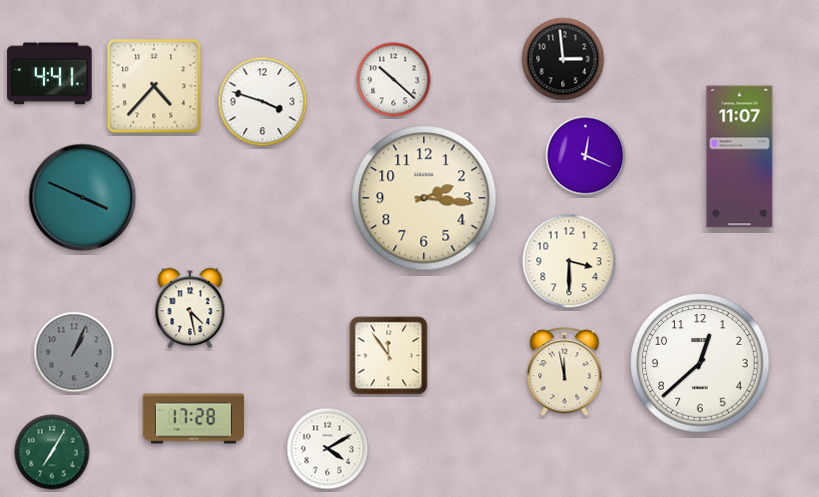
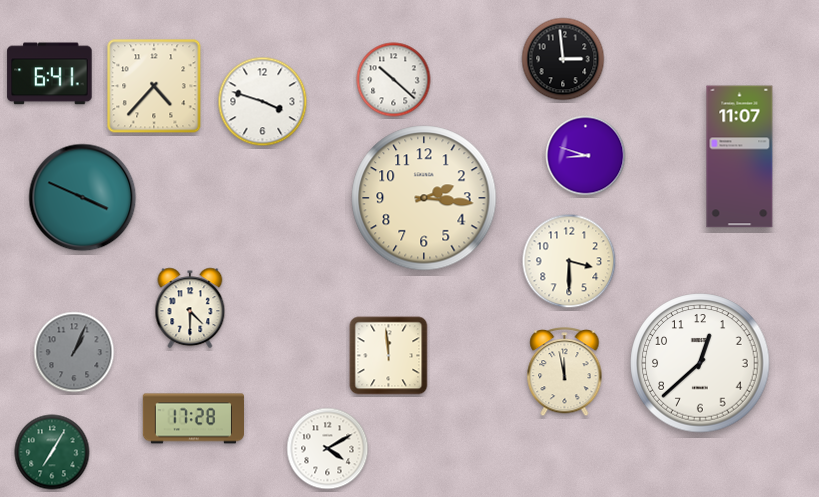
clock at (50, 74): 4:41 -> 6:41
clock at (586, 156): 12:19 -> 8:48
clock at (190, 308): 4:28 -> 4:30
clock at (389, 356): 11:54 -> 11:59
